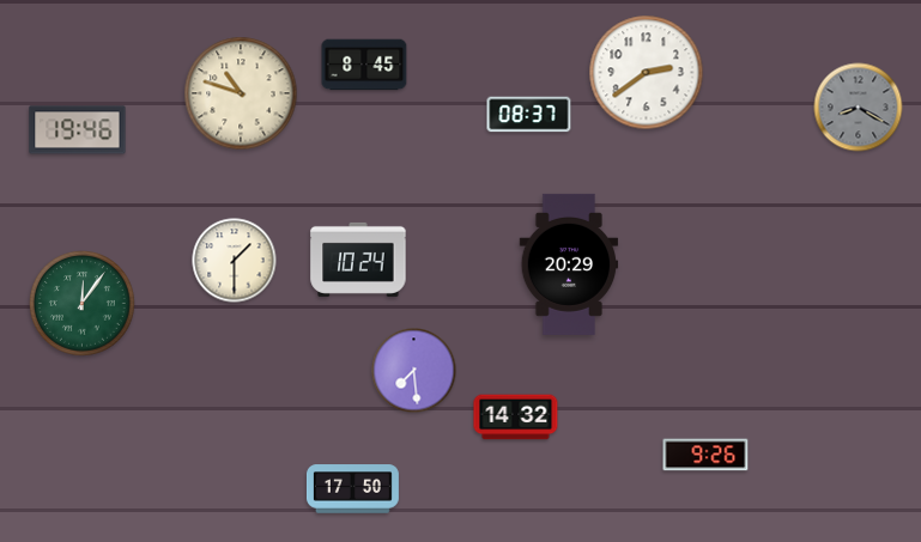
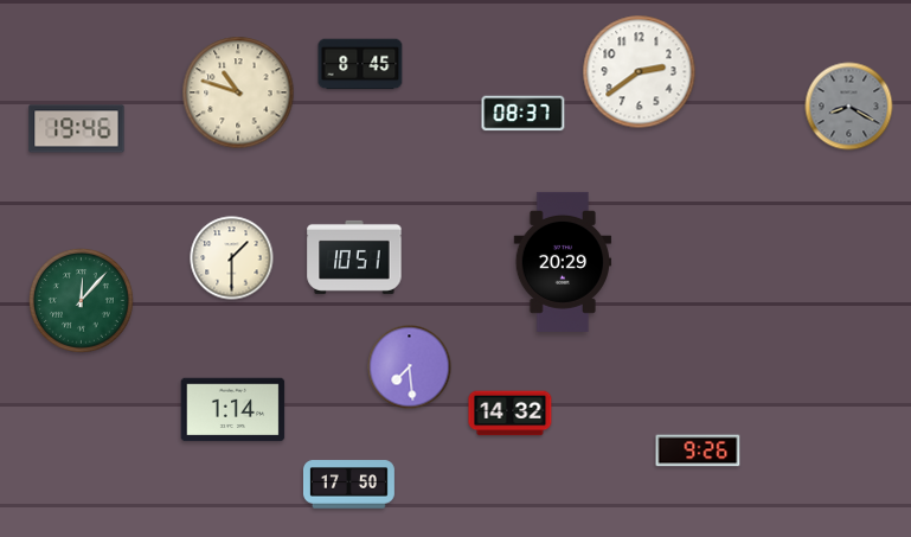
clock at (358, 260): 10:24 -> 10:51
clock at (83, 304): 12:06 -> 12:07
clock at (233, 410): none -> 1:14
